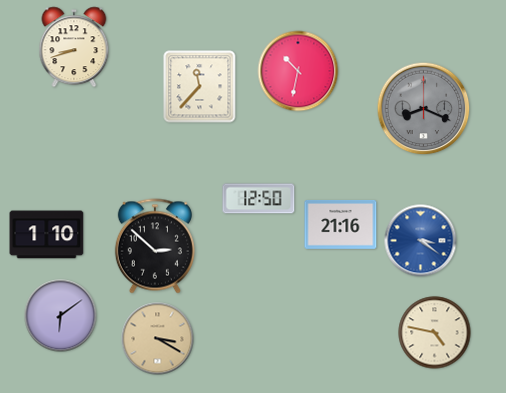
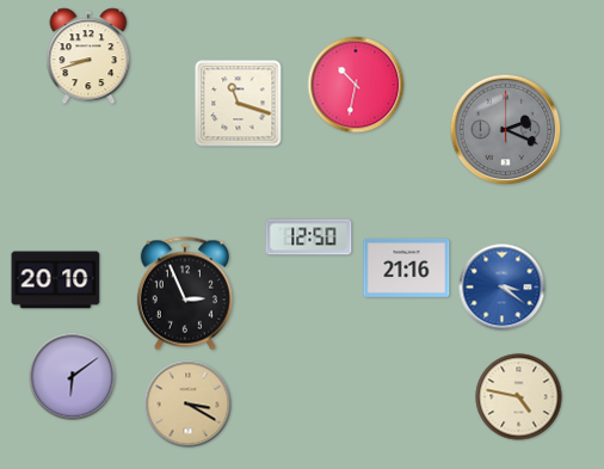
clock at (200, 87): 11:37 -> 11:18
clock at (424, 109): 8:19 -> 2:19
clock at (47, 235): 1:10 -> 20:10
clock at (155, 246): 2:52 -> 2:56
